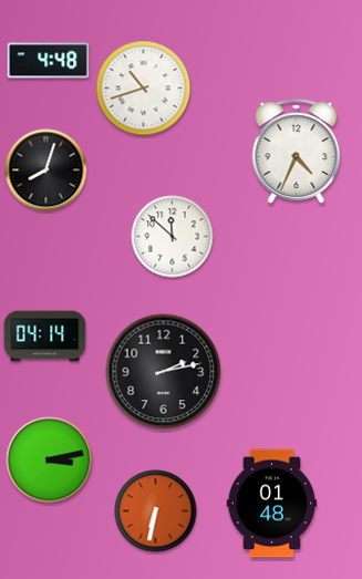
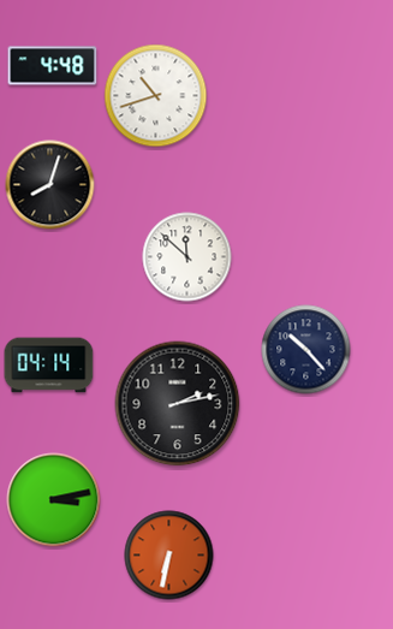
clock at (297, 152): 4:34 -> none
clock at (306, 350): none -> 10:23
clock at (272, 504): 01:48 -> none
